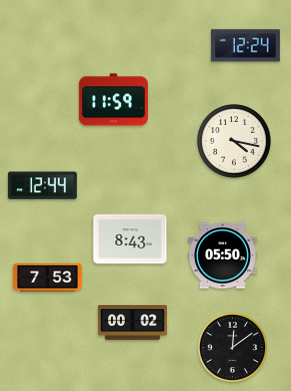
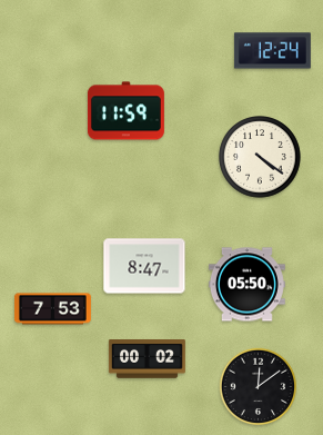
clock at (235, 142): 4:17 -> 4:21
clock at (42, 186): 12:44 -> none
clock at (130, 239): 8:43 -> 8:47
